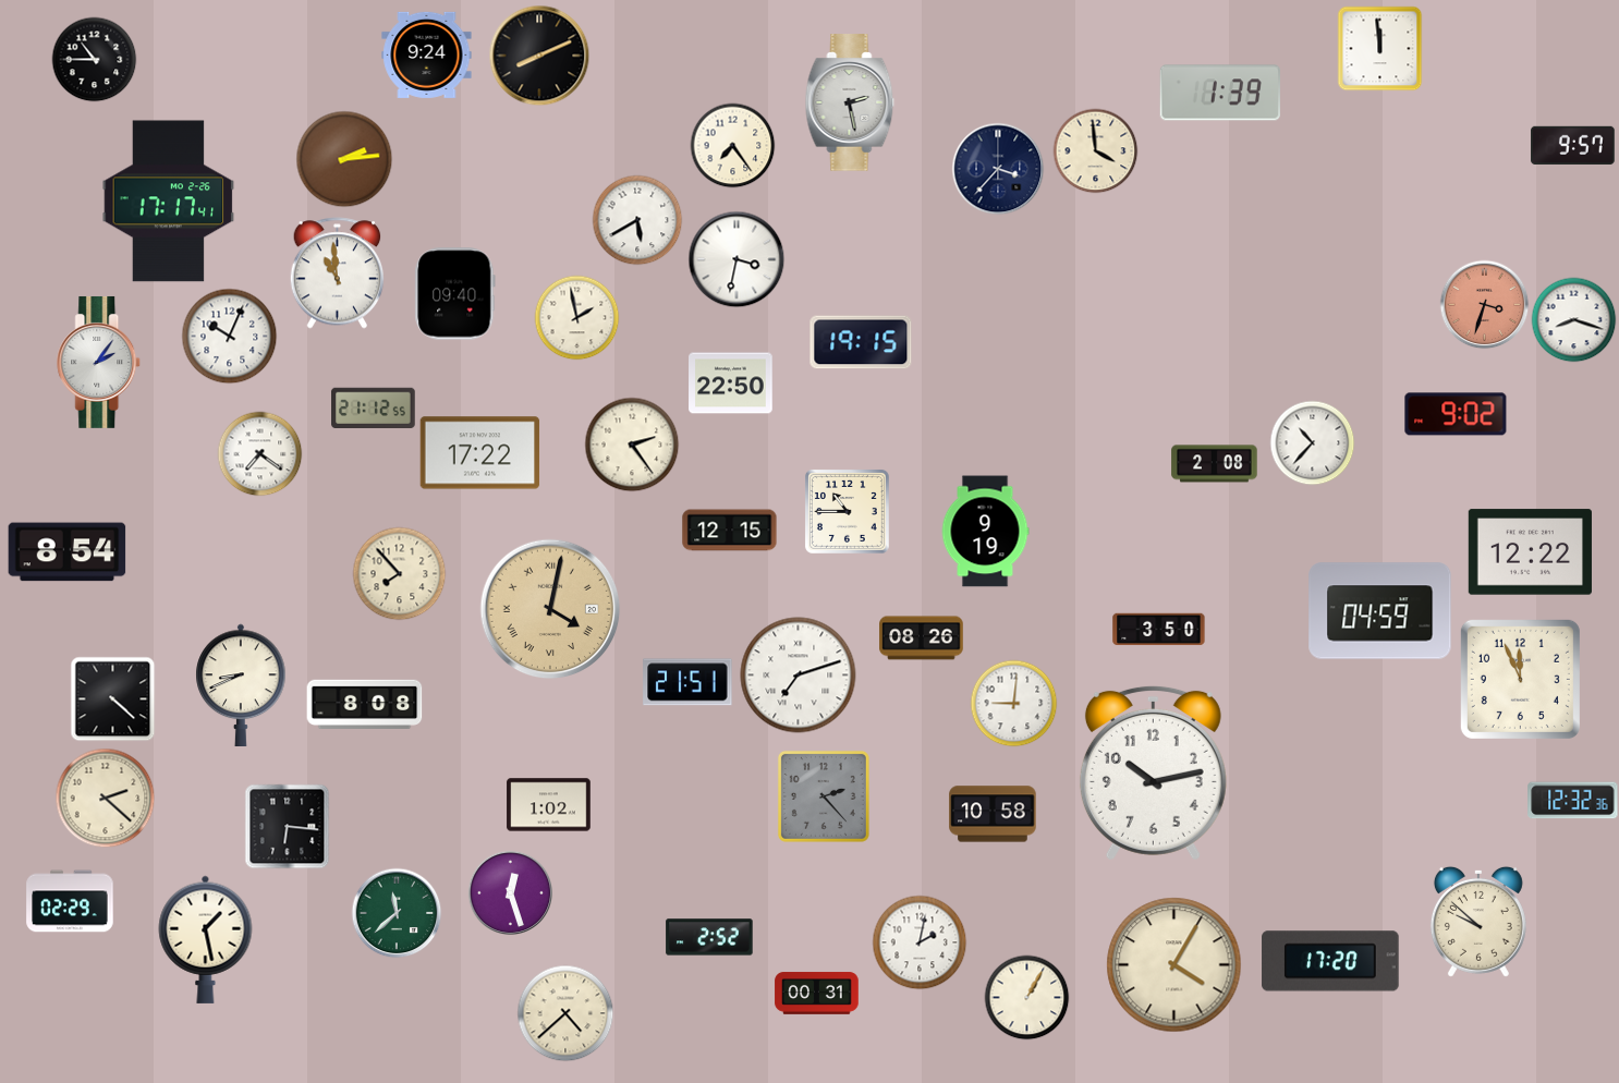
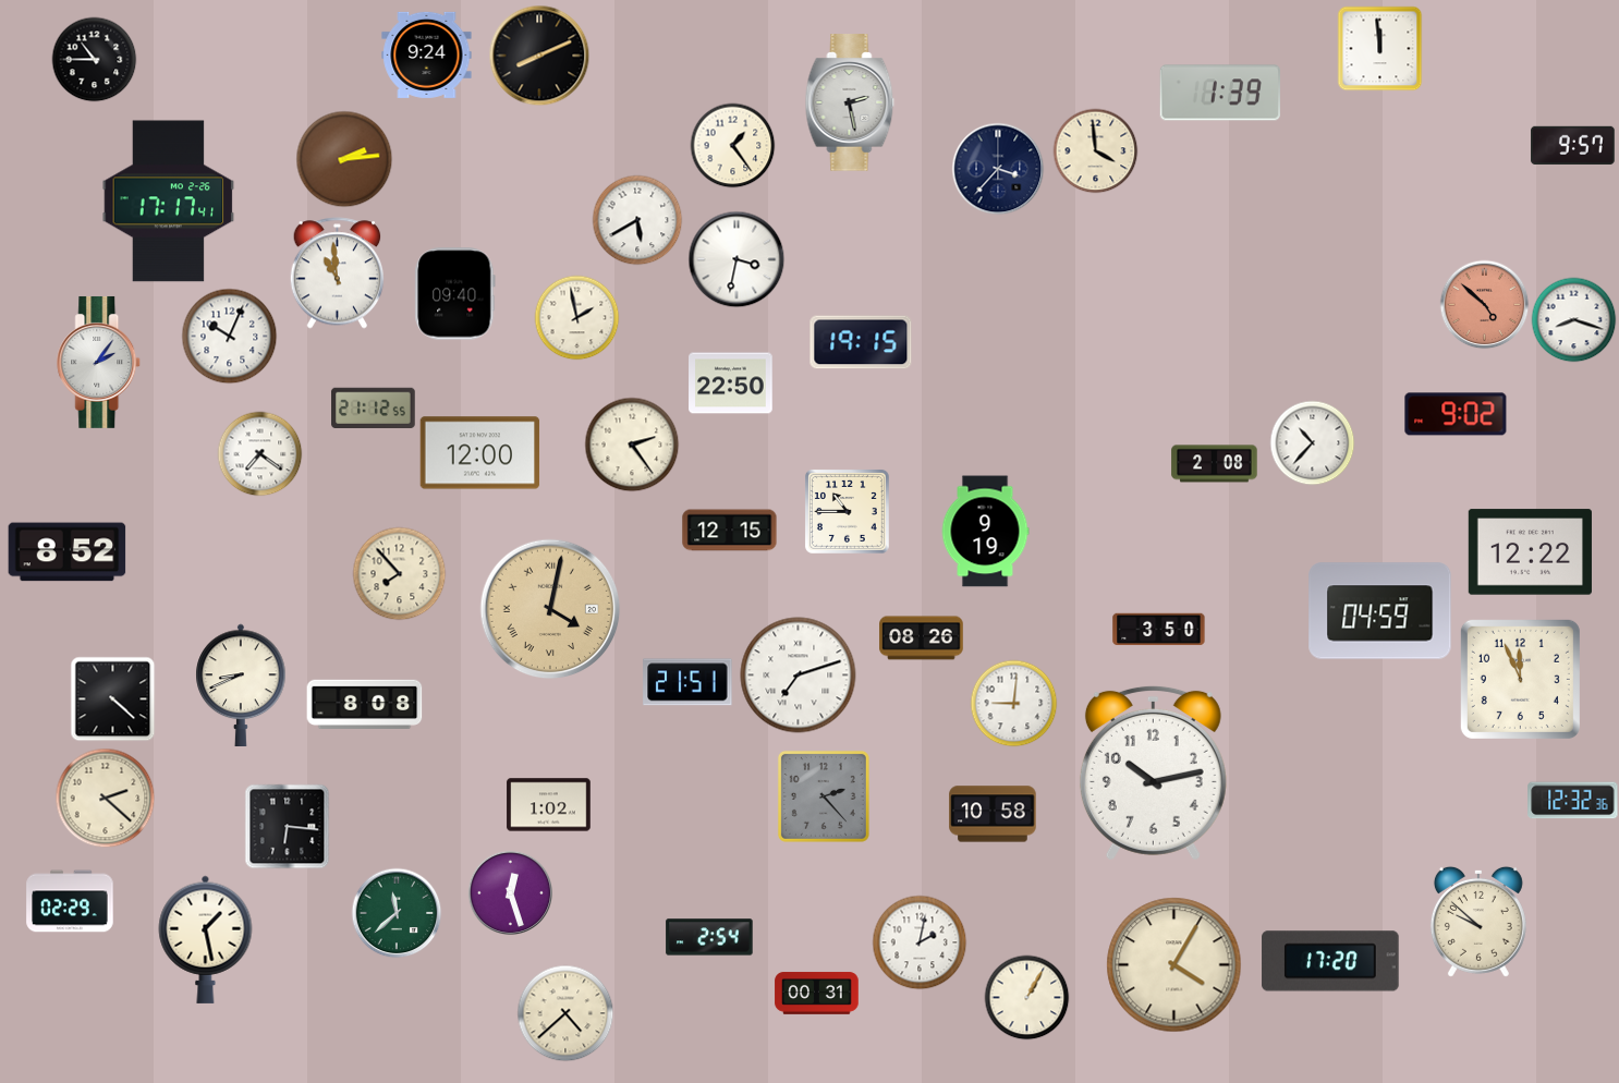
clock at (732, 145): 7:24 -> 1:24
clock at (1484, 304): 3:33 -> 4:52
clock at (480, 453): 17:22 -> 12:00
clock at (68, 552): 8:54 -> 8:52
clock at (709, 937): 2:52 -> 2:54
